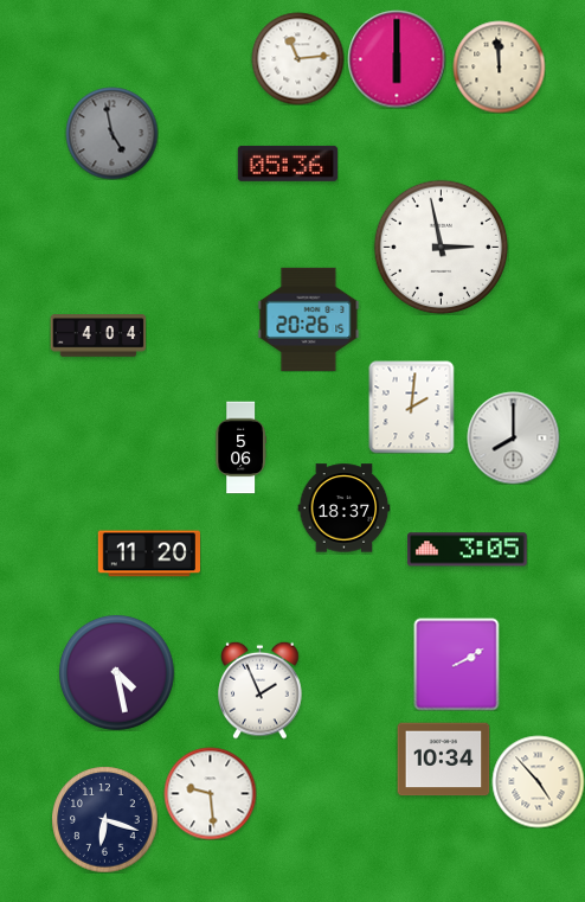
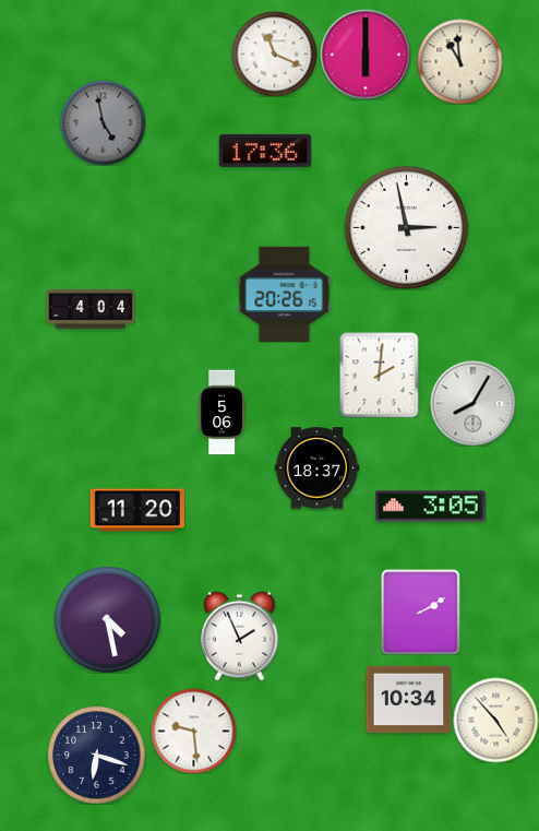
clock at (297, 58): 11:14 -> 11:19
clock at (499, 66): 11:59 -> 10:59
clock at (288, 164): 05:36 -> 17:36
clock at (513, 437): 8:00 -> 8:05
